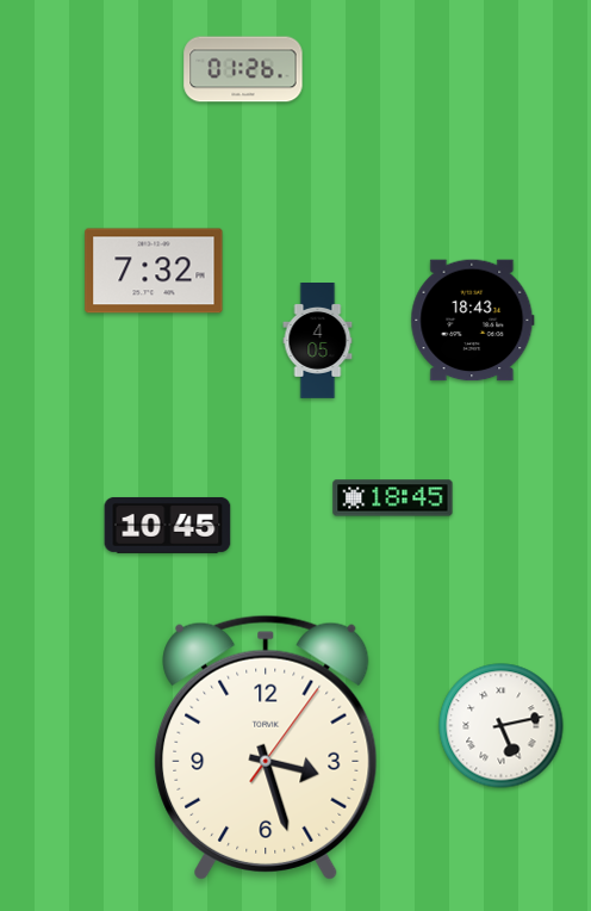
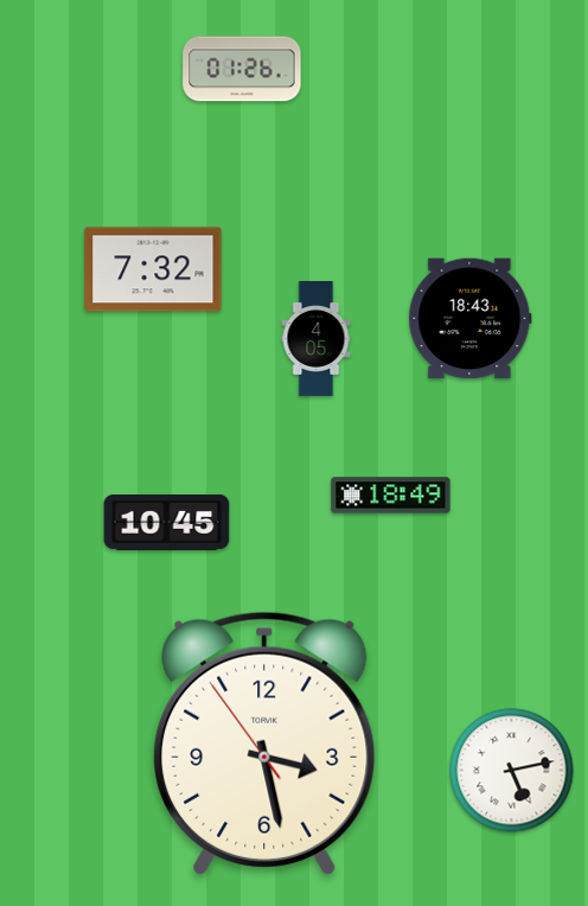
clock at (393, 498): 18:45 -> 18:49
clock at (502, 726) position: (502, 726) -> (512, 771)
clock at (266, 748): 3:27:06 -> 3:27:54
